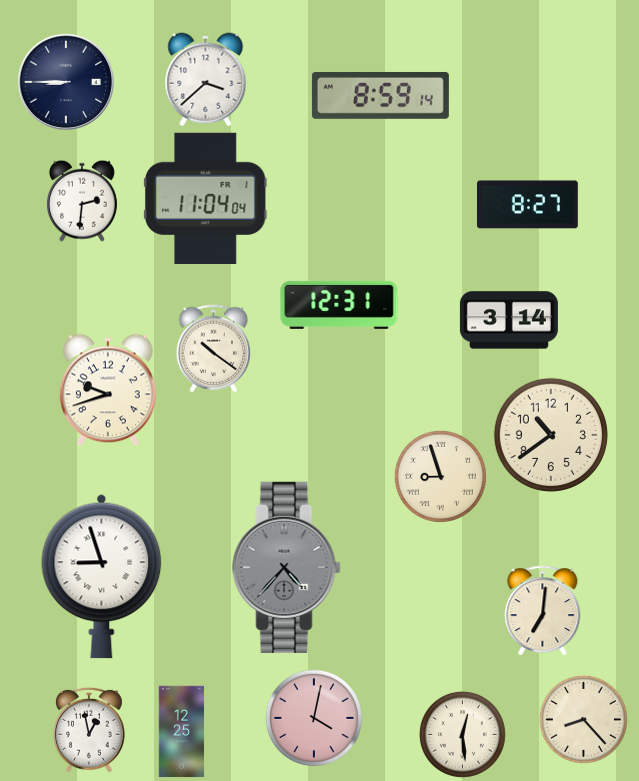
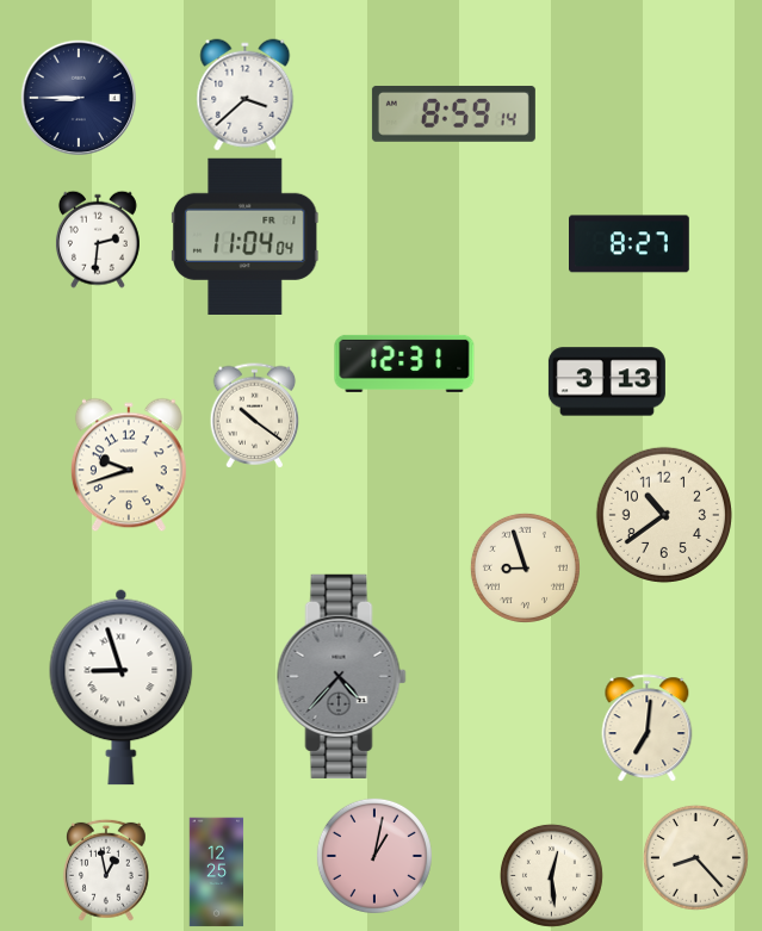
clock at (509, 320): 3:14 -> 3:13
clock at (551, 435) position: (551, 435) -> (664, 515)
clock at (314, 718): 4:02 -> 1:02
